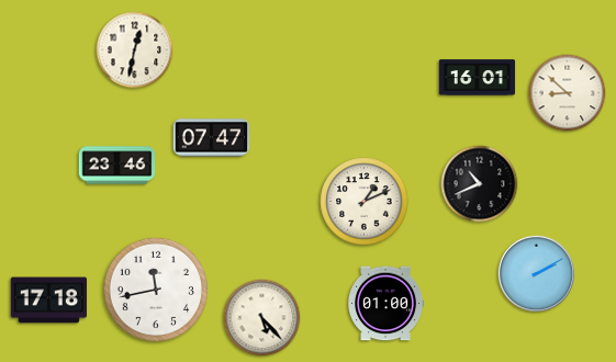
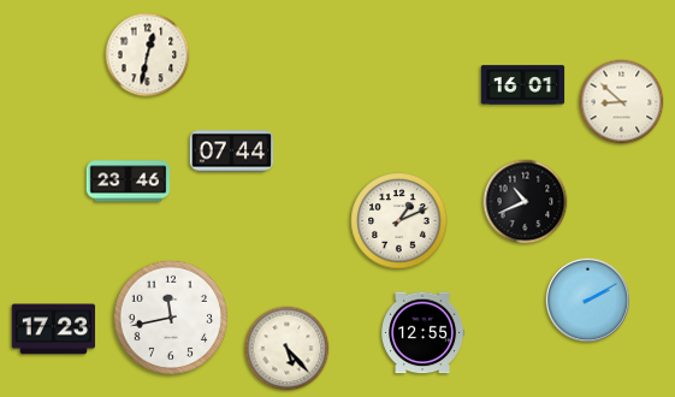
clock at (212, 138): 07:47 -> 07:44
clock at (49, 301): 17:18 -> 17:23
clock at (387, 304): 01:00 -> 12:55
